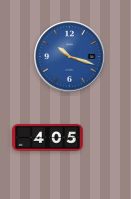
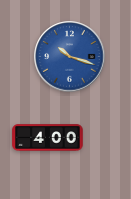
clock at (48, 138): 4:05 -> 4:00
